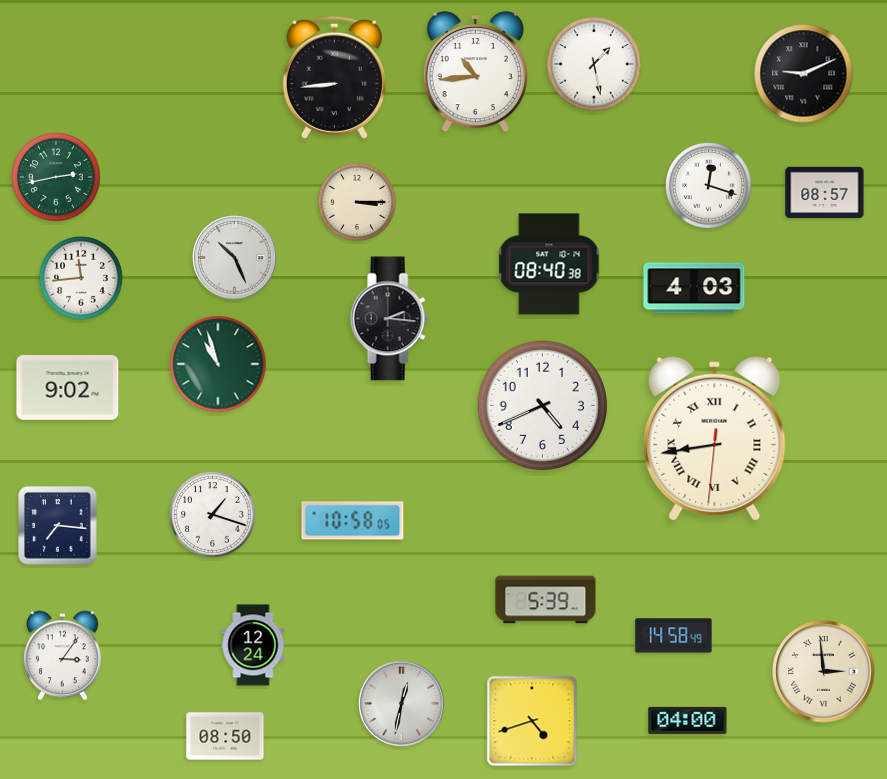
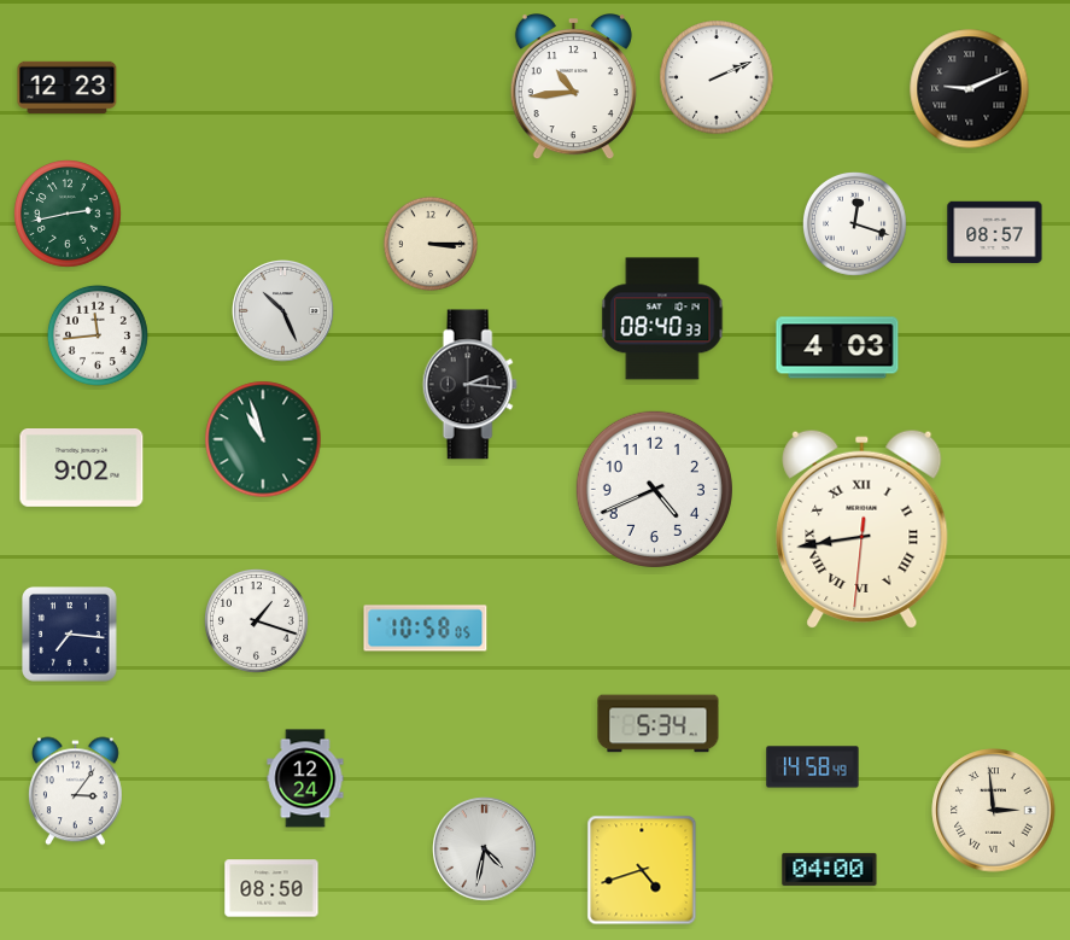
clock at (594, 64): 1:28 -> 2:11
clock at (68, 87): none -> 12:23
clock at (334, 77): 8:44 -> none
clock at (549, 264): 08:40:38 -> 08:40:33
clock at (546, 600): 5:39 -> 5:34
clock at (402, 704): 12:32 -> 4:32
